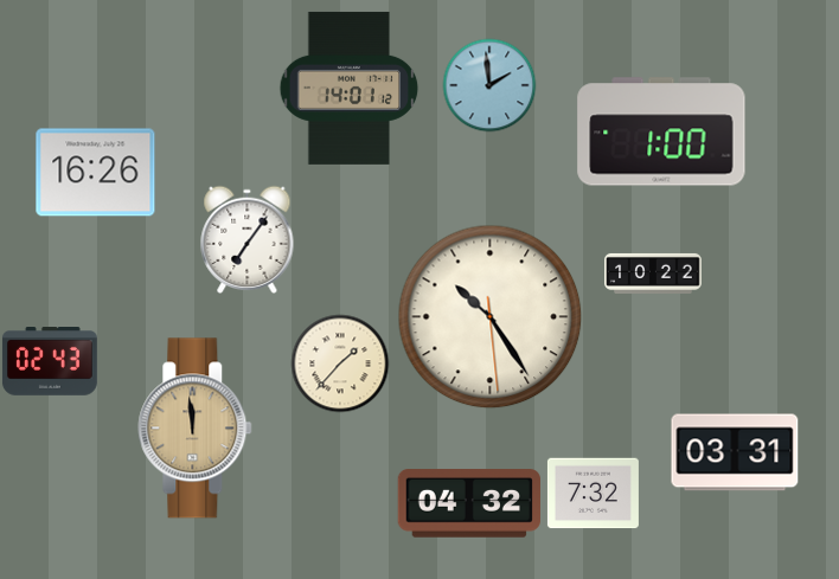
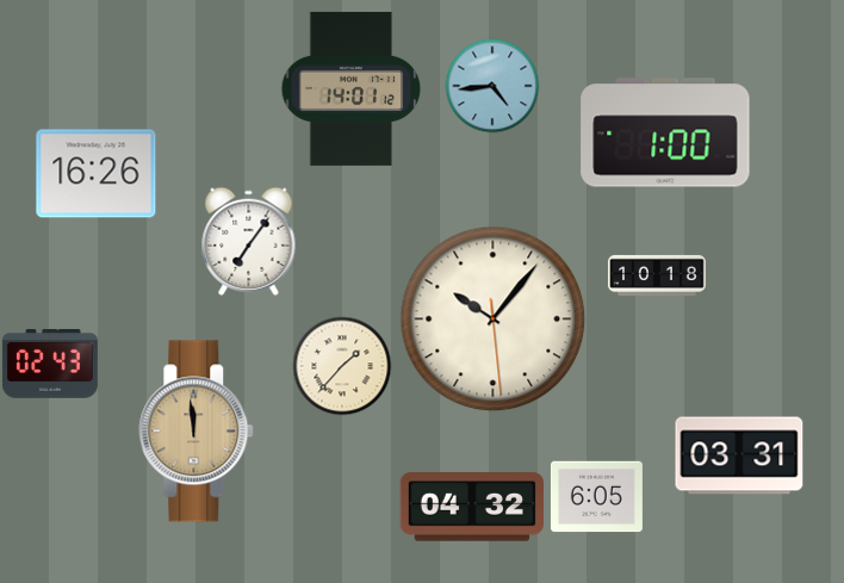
clock at (489, 85): 1:59 -> 4:44
clock at (653, 274): 10:22 -> 10:18
clock at (491, 317): 10:24 -> 10:06
clock at (593, 494): 7:32 -> 6:05
